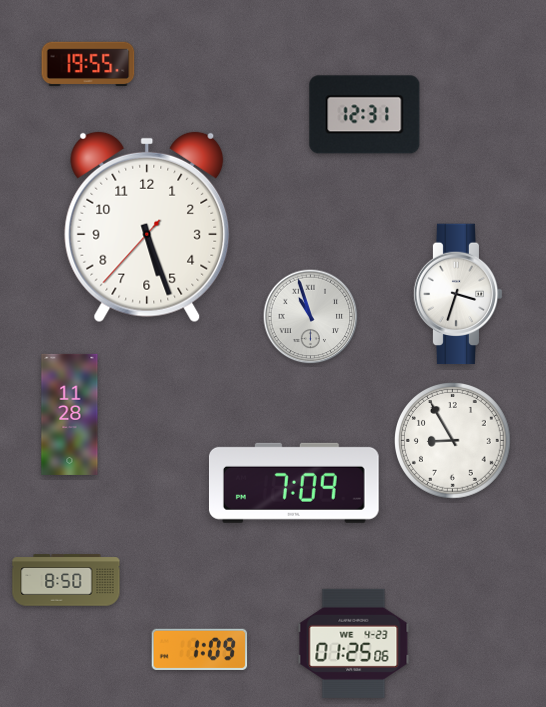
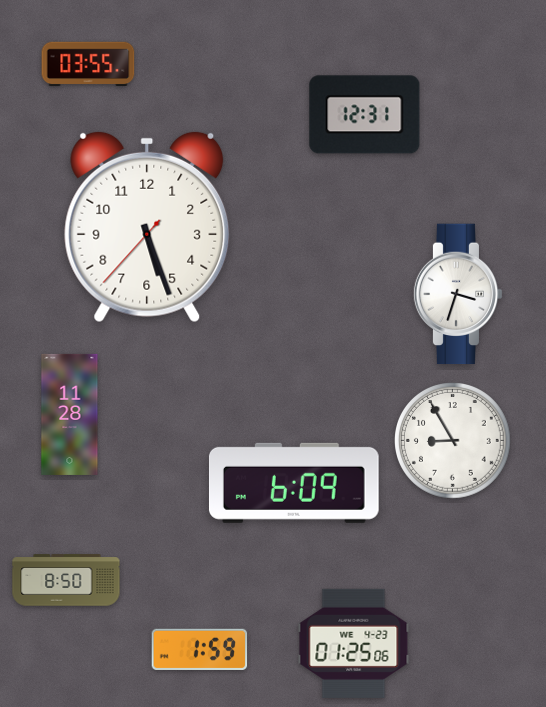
clock at (88, 64): 19:55 -> 03:55
clock at (311, 317): 10:57 -> none
clock at (294, 483): 7:09 -> 6:09
clock at (200, 649): 1:09 -> 1:59
